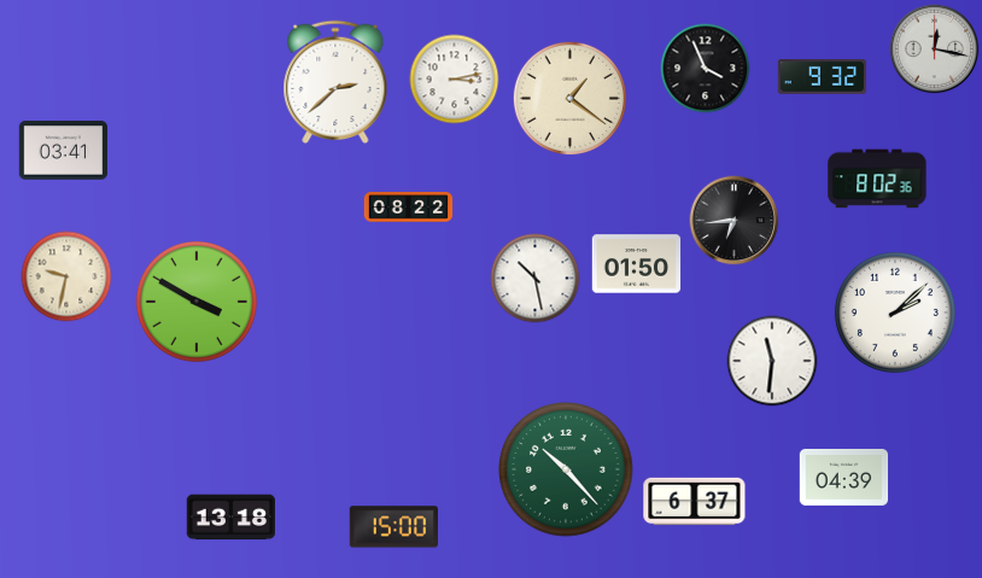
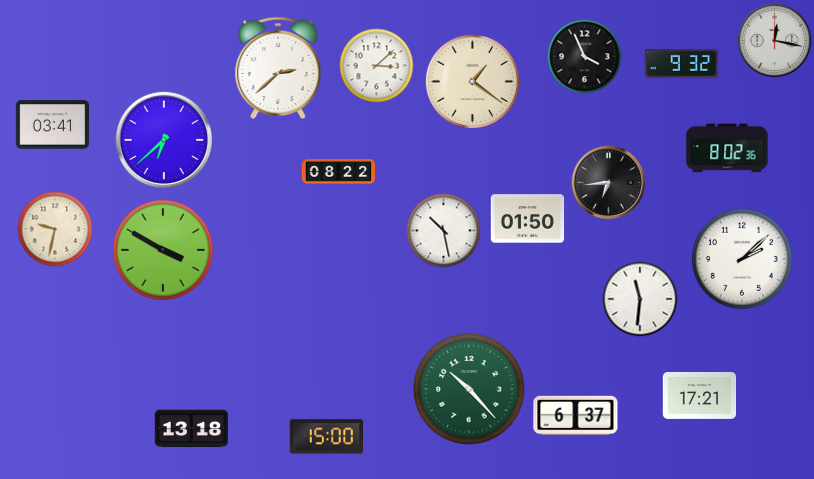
clock at (455, 80): 3:13 -> 3:08
clock at (163, 139): none -> 6:38
clock at (844, 477): 04:39 -> 17:21
